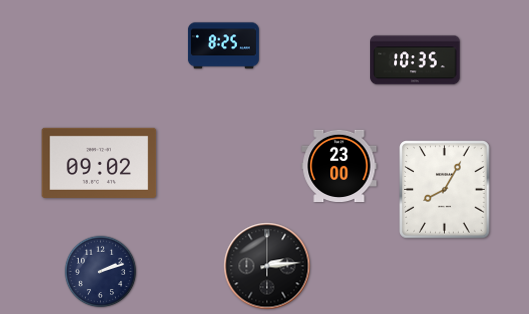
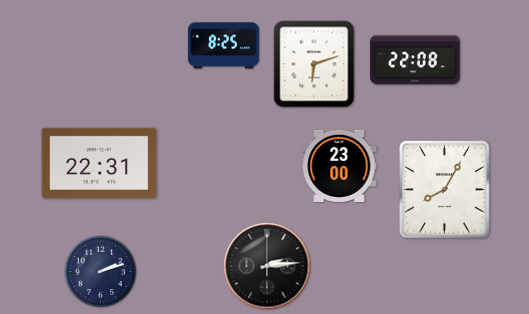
clock at (415, 60): 10:35 -> 22:08
clock at (314, 64): none -> 6:12
clock at (99, 163): 09:02 -> 22:31
